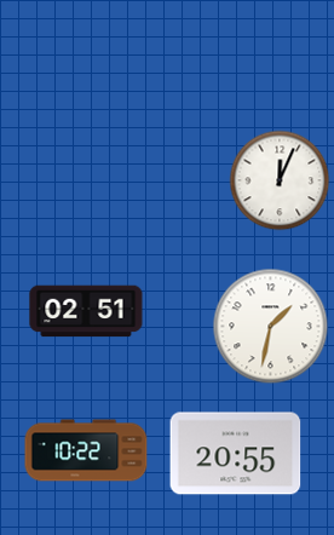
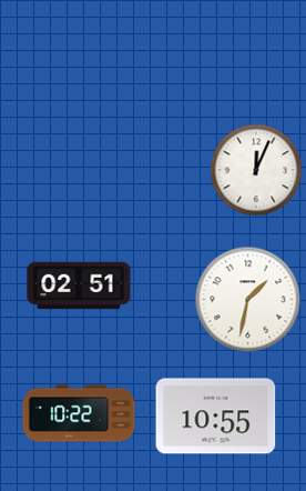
clock at (280, 180) position: (280, 180) -> (256, 170)
clock at (236, 454): 20:55 -> 10:55
